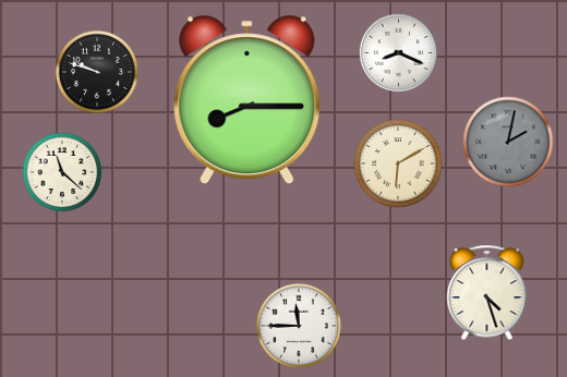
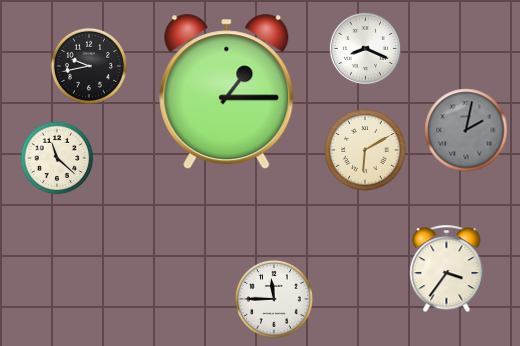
clock at (97, 72): 9:48 -> 9:43
clock at (248, 100): 8:15 -> 1:15
clock at (487, 293): 4:27 -> 3:36
